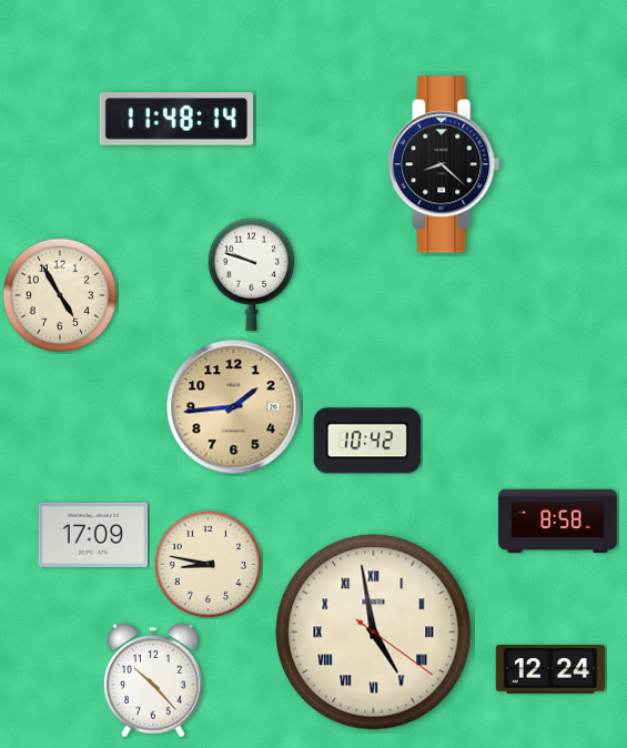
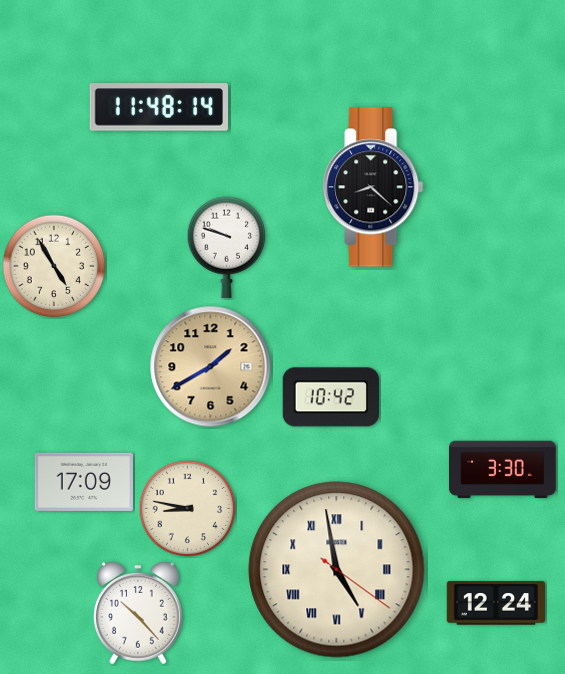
clock at (444, 164) position: (444, 164) -> (373, 187)
clock at (234, 407): 1:44 -> 1:40
clock at (558, 522): 8:58 -> 3:30
